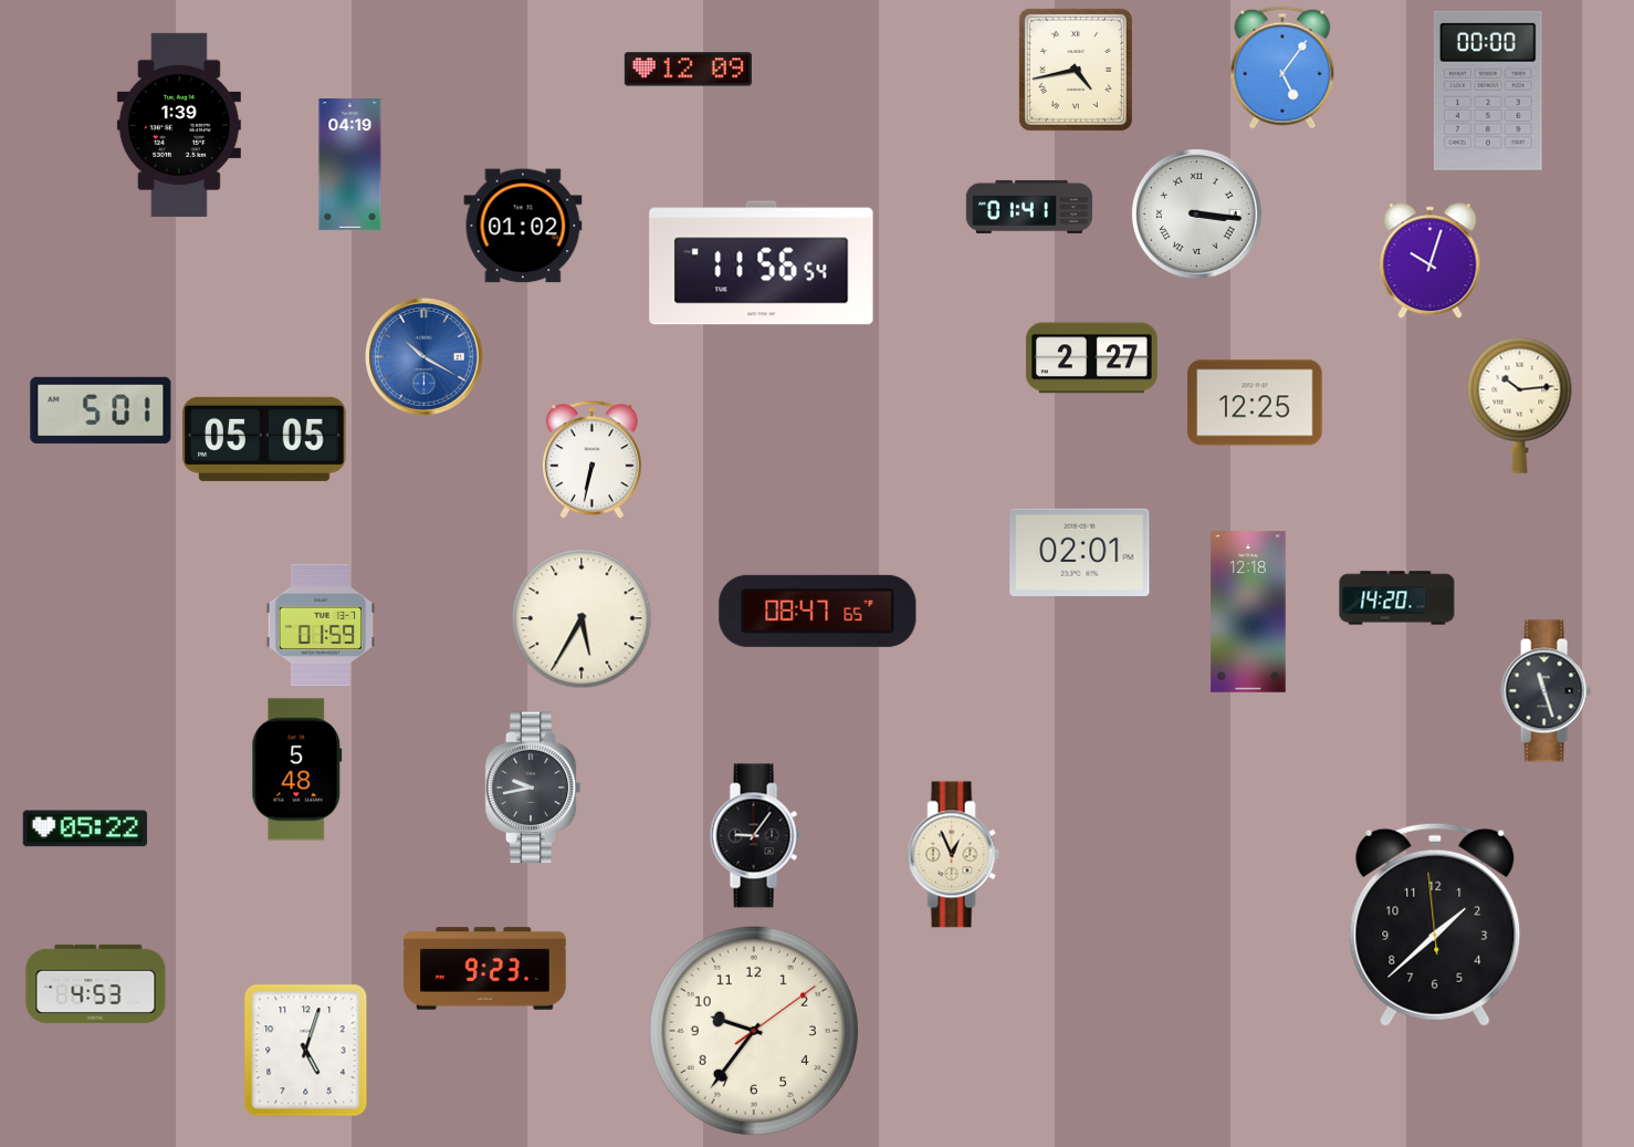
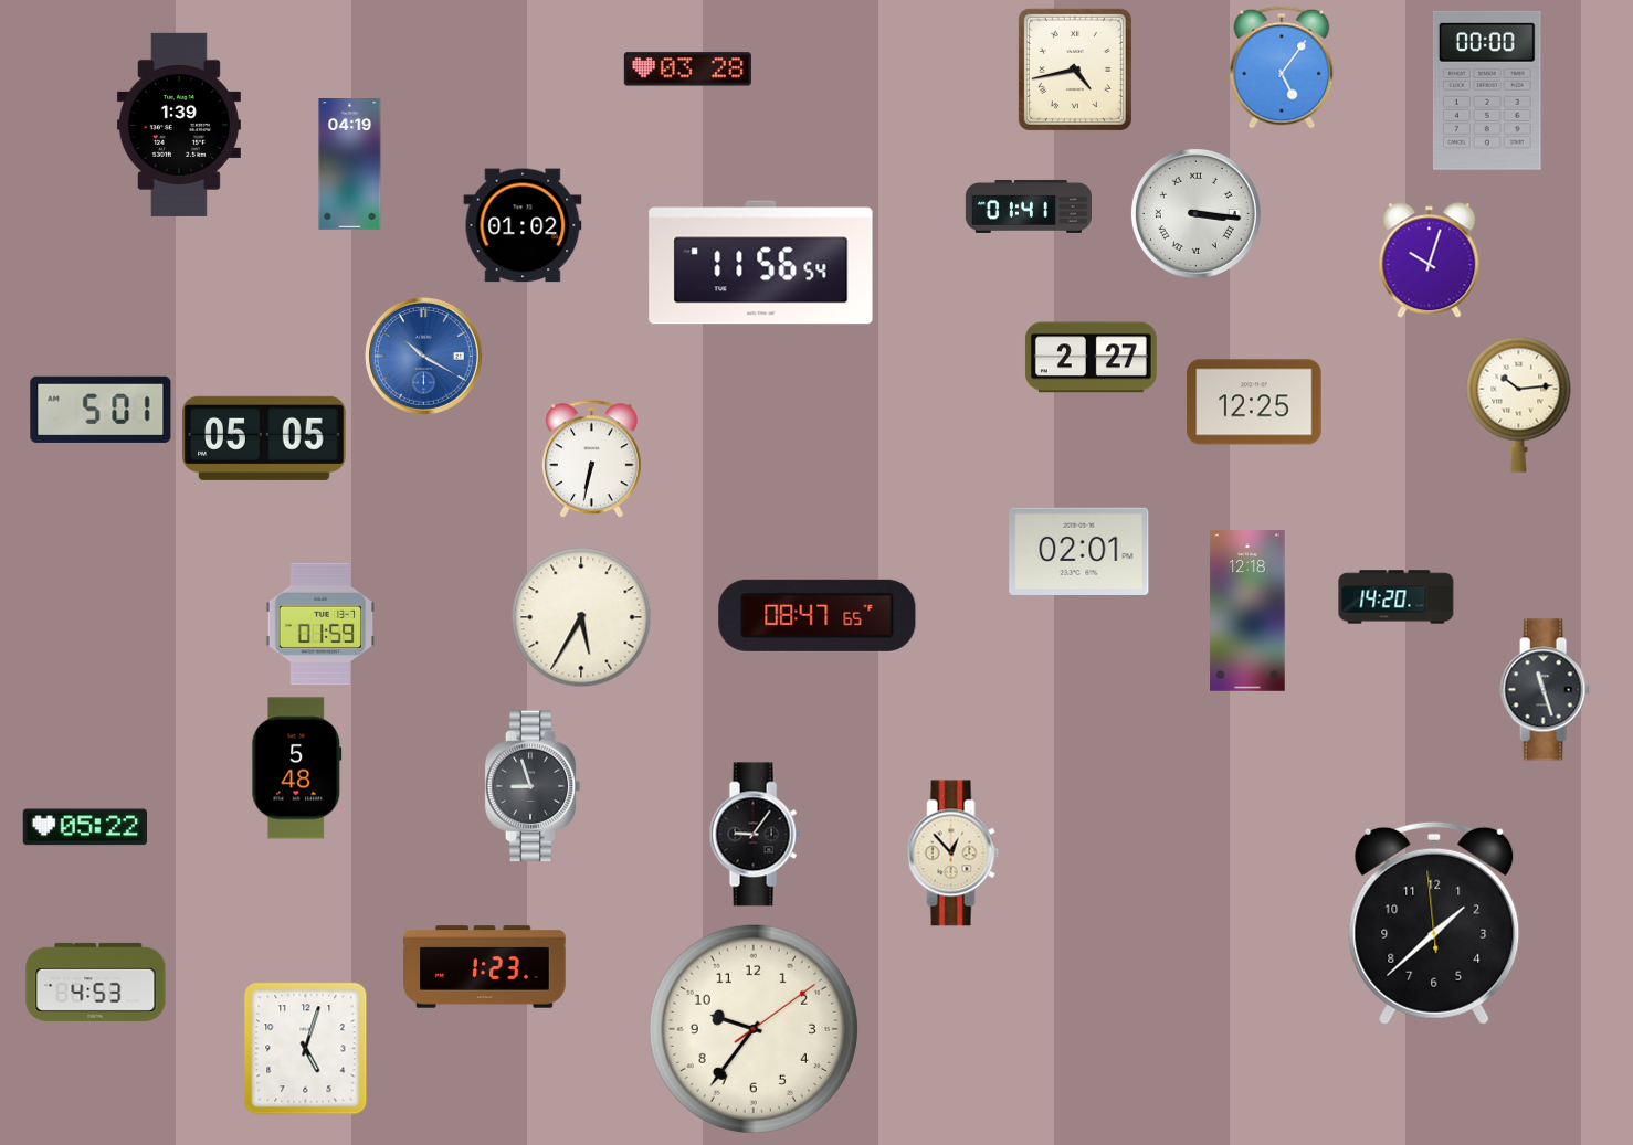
clock at (688, 70): 12:09 -> 03:28
clock at (818, 611) position: (818, 611) -> (818, 615)
clock at (533, 788): 9:43 -> 8:57
clock at (954, 855): 12:56 -> 12:53
clock at (485, 969): 9:23 -> 1:23
